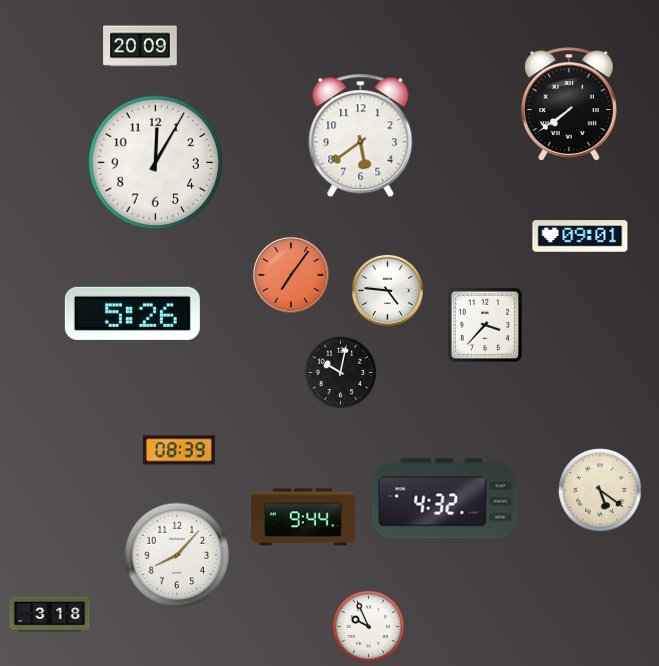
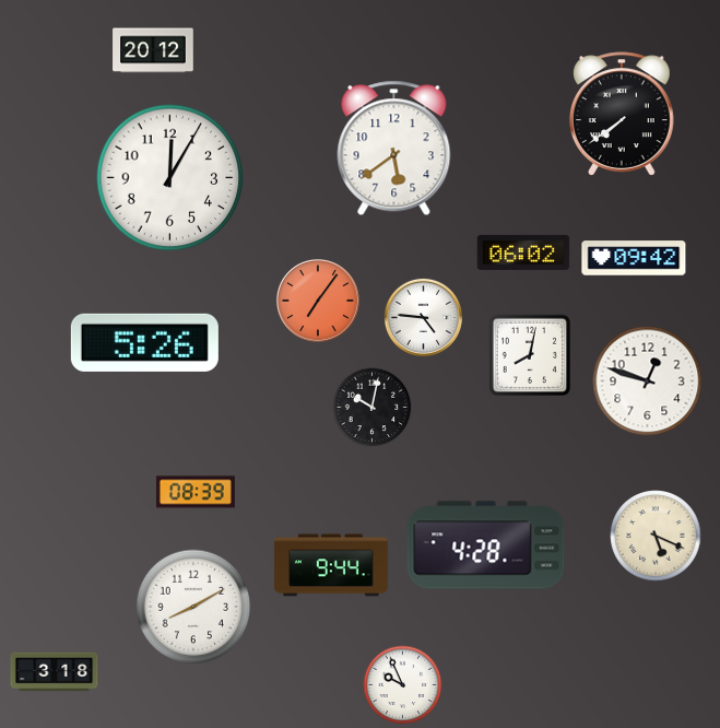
clock at (140, 46): 20:09 -> 20:12
clock at (523, 253): none -> 06:02
clock at (580, 236): 09:01 -> 09:42
clock at (484, 324): 3:37 -> 8:02
clock at (648, 381): none -> 12:48
clock at (600, 490): 5:21 -> 5:19
clock at (445, 499): 4:32 -> 4:28
clock at (177, 555): 8:07 -> 8:10
